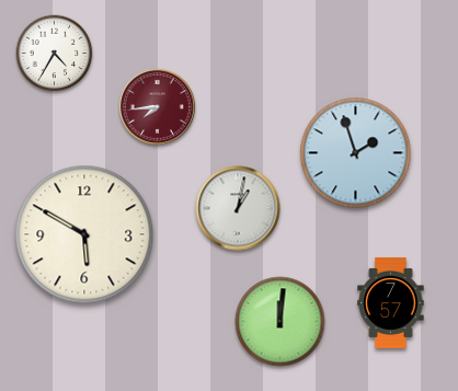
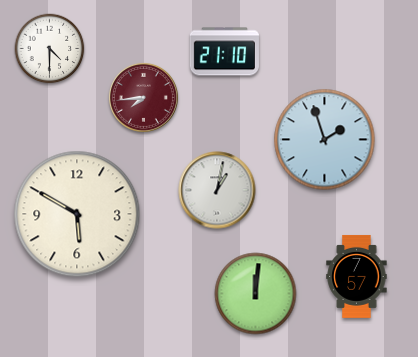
clock at (55, 54): 4:35 -> 4:30
clock at (224, 52): none -> 21:10
